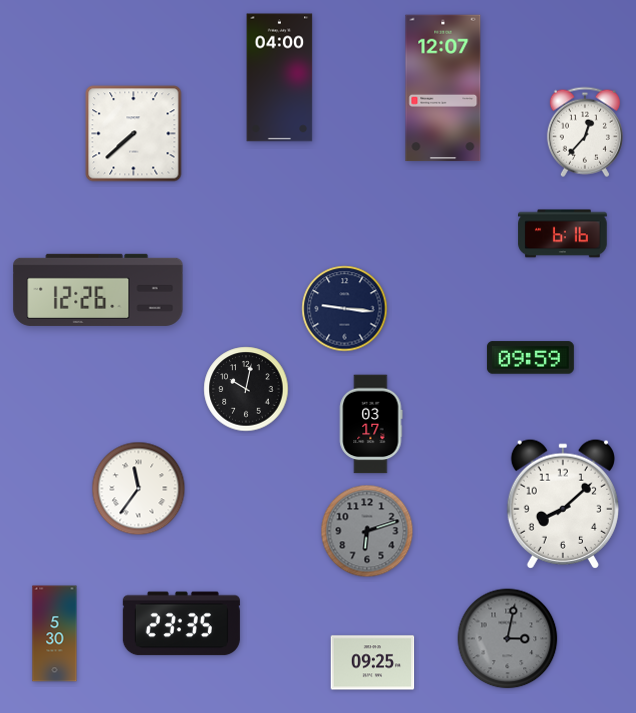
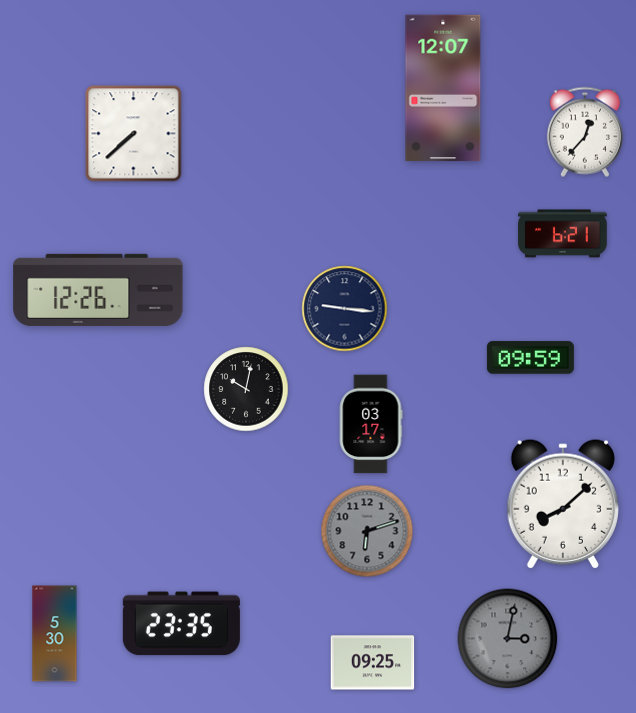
clock at (280, 78): 04:00 -> none
clock at (563, 234): 6:16 -> 6:21
clock at (139, 489): 11:36 -> none
